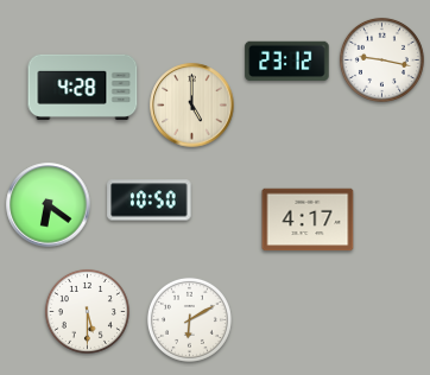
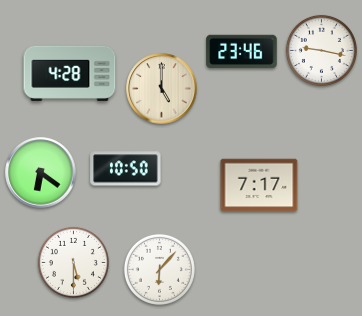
clock at (287, 62): 23:12 -> 23:46
clock at (308, 220): 4:17 -> 7:17
clock at (189, 319): 6:10 -> 6:07
